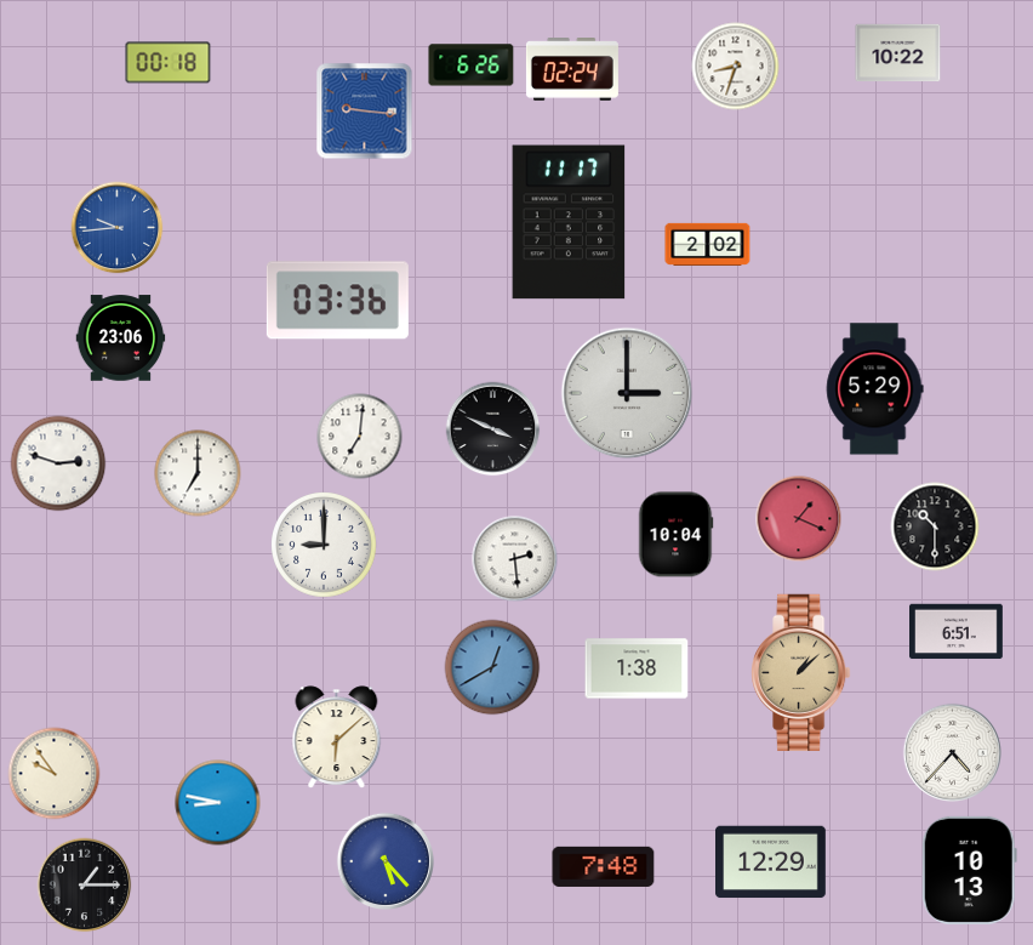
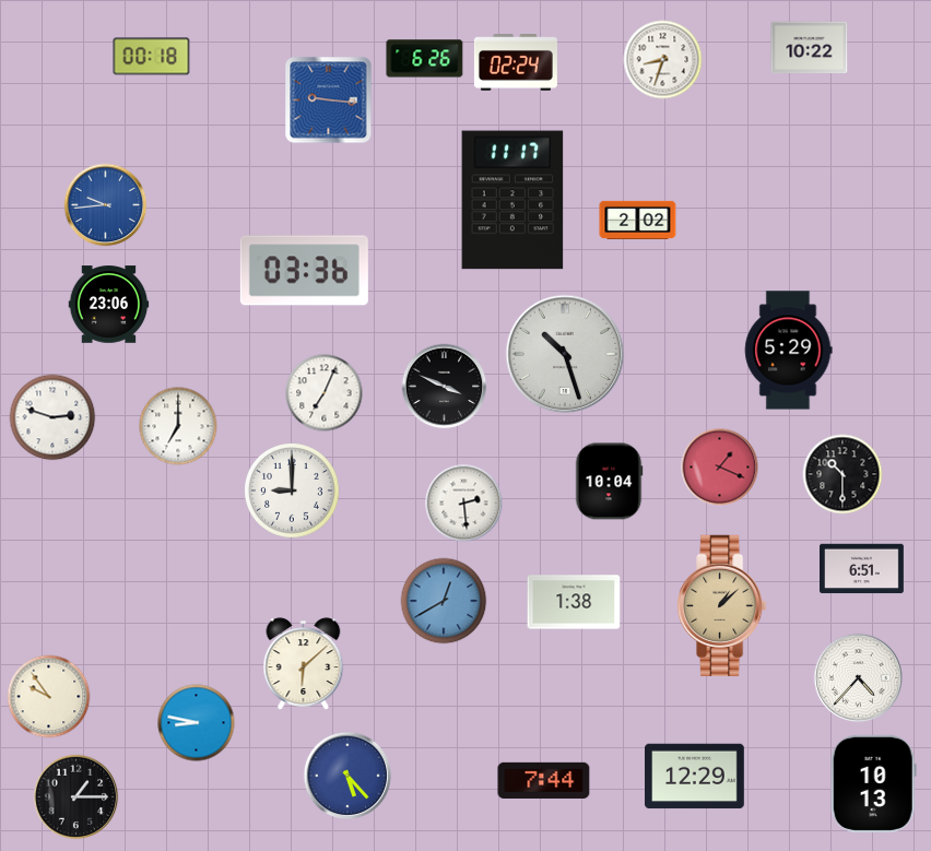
clock at (627, 393): 3:00 -> 10:27
clock at (360, 437): 7:01 -> 7:04
clock at (604, 866): 7:48 -> 7:44
